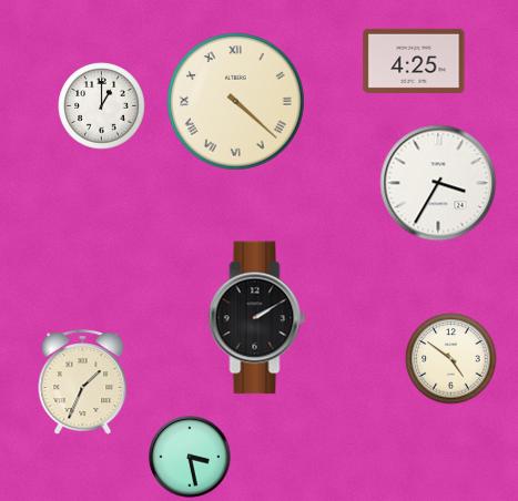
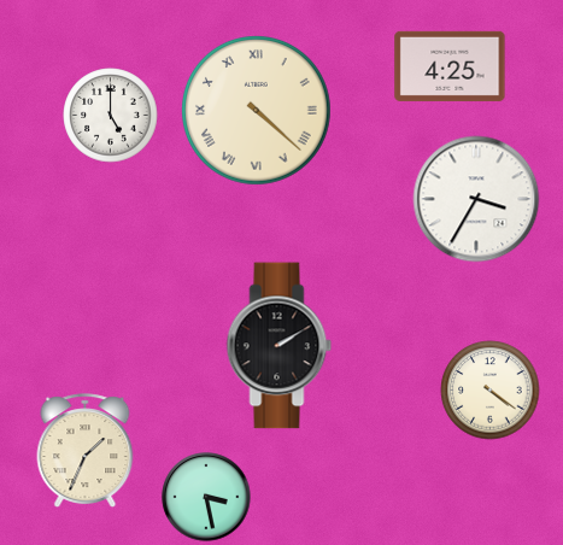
clock at (102, 106): 1:00 -> 5:00
clock at (451, 359): 4:51 -> 4:21
clock at (83, 381) position: (83, 381) -> (86, 450)
